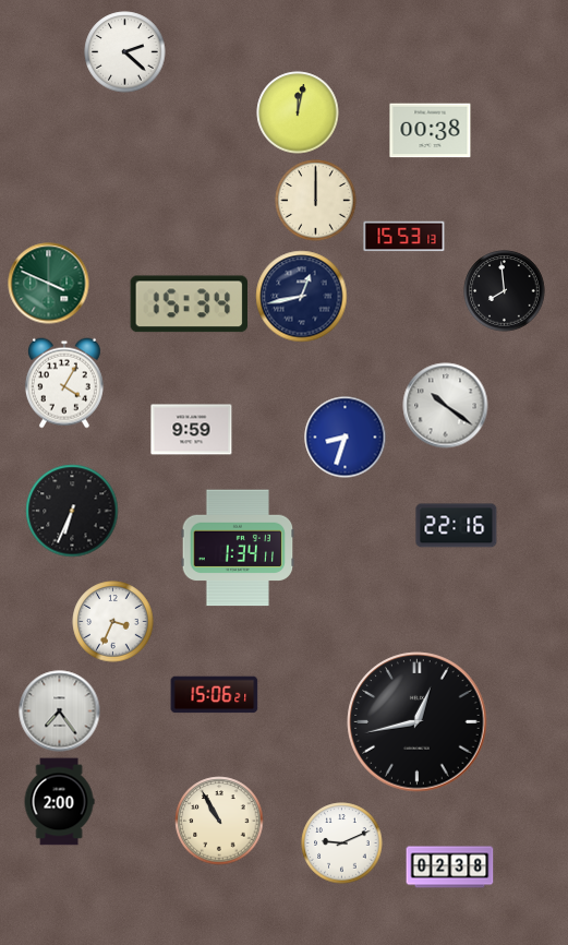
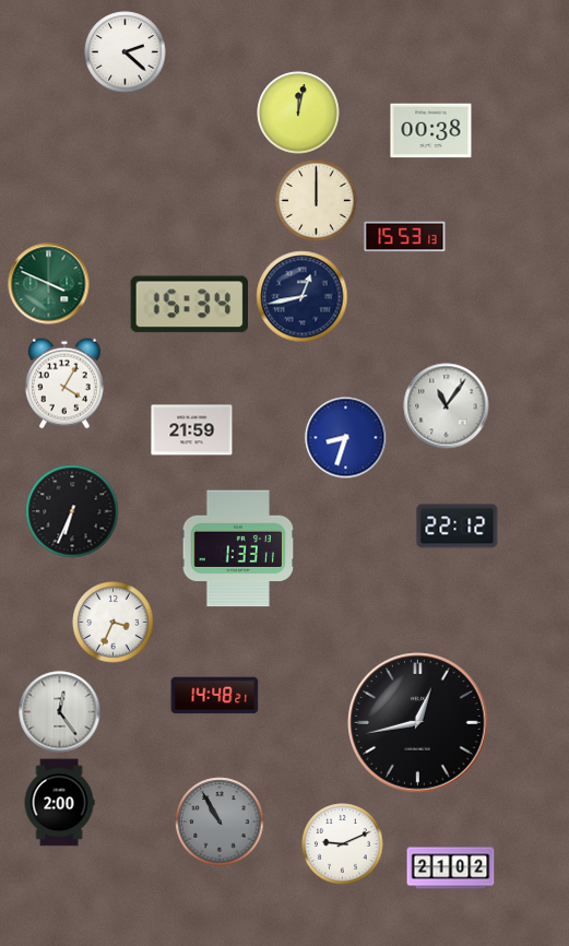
clock at (505, 291): 7:59 -> none
clock at (446, 406): 10:21 -> 11:06
clock at (192, 430): 9:59 -> 21:59
clock at (457, 526): 22:16 -> 22:12
clock at (238, 548): 1:34 -> 1:33
clock at (215, 695): 15:06 -> 14:48
clock at (60, 711): 7:24 -> 12:24
clock at (219, 821) dial: cream -> grey
clock at (450, 868): 02:38 -> 21:02
